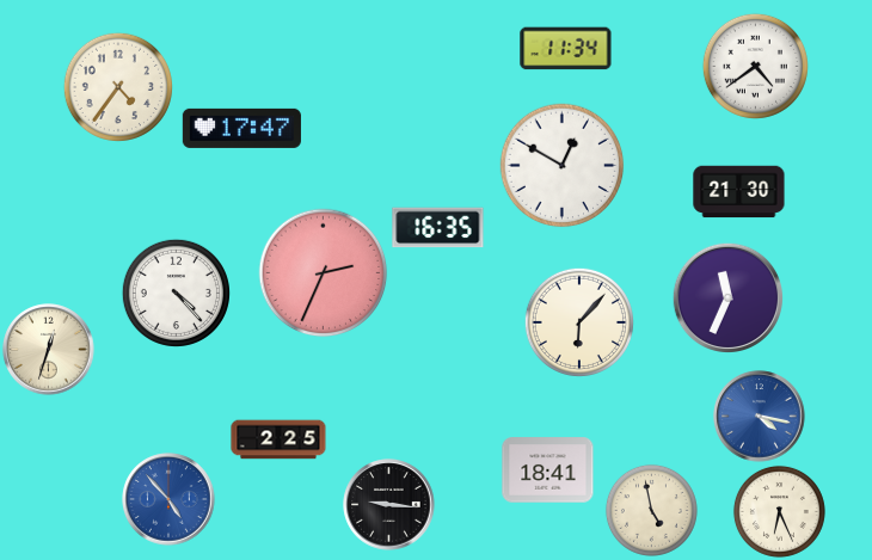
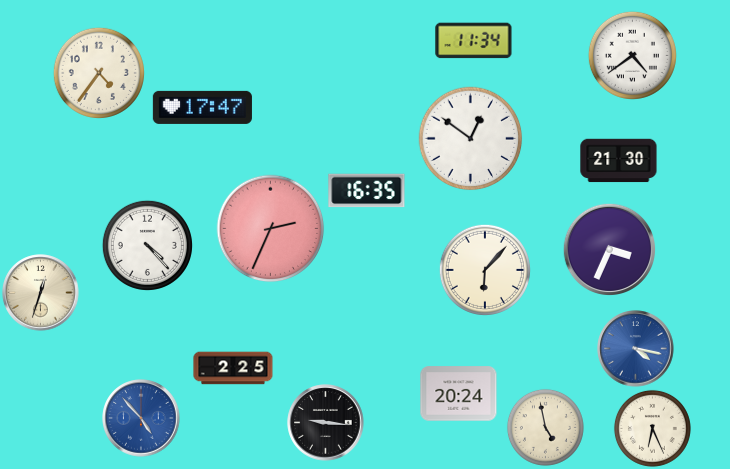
clock at (563, 166): 12:50 -> 12:51
clock at (727, 297): 11:34 -> 3:34
clock at (548, 470): 18:41 -> 20:24
